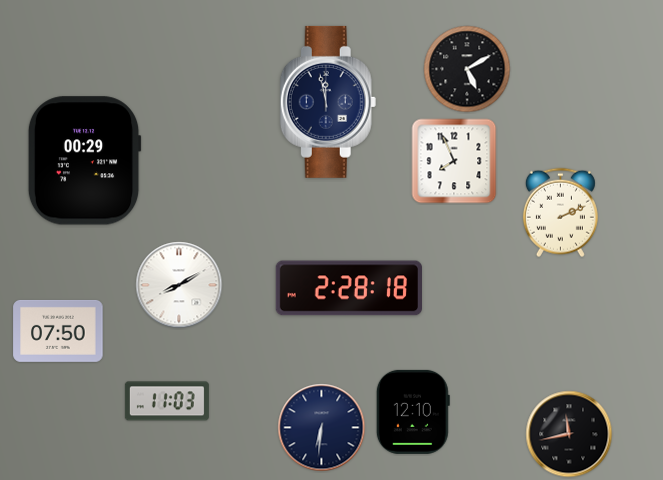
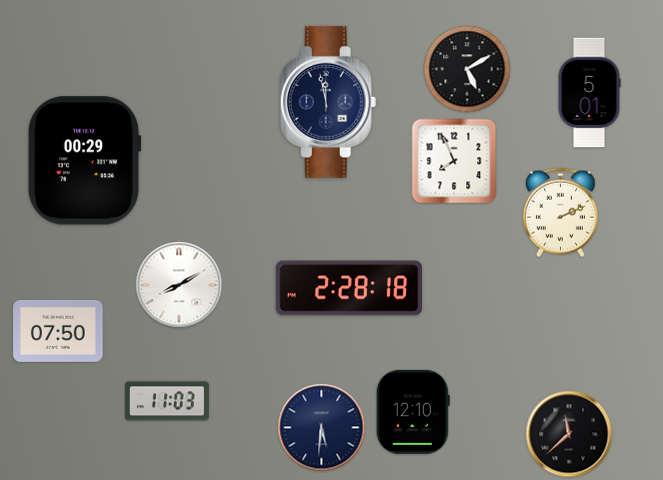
clock at (589, 93): none -> 5:01
clock at (322, 428): 6:31 -> 5:31
clock at (569, 434): 11:43 -> 11:38
